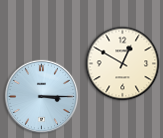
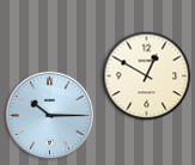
clock at (42, 97): 3:15 -> 10:15
